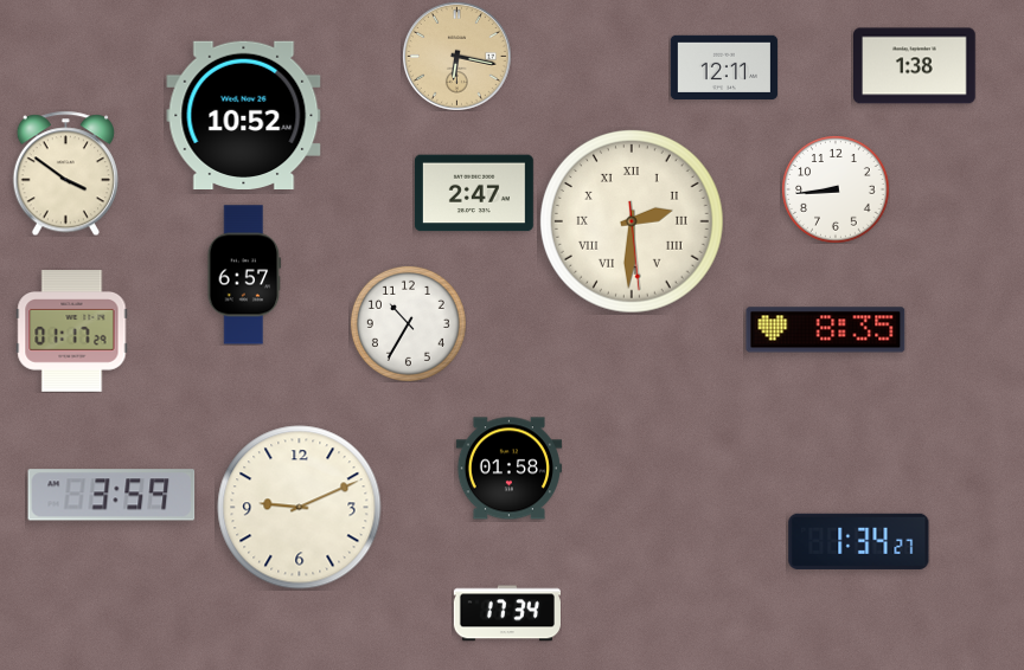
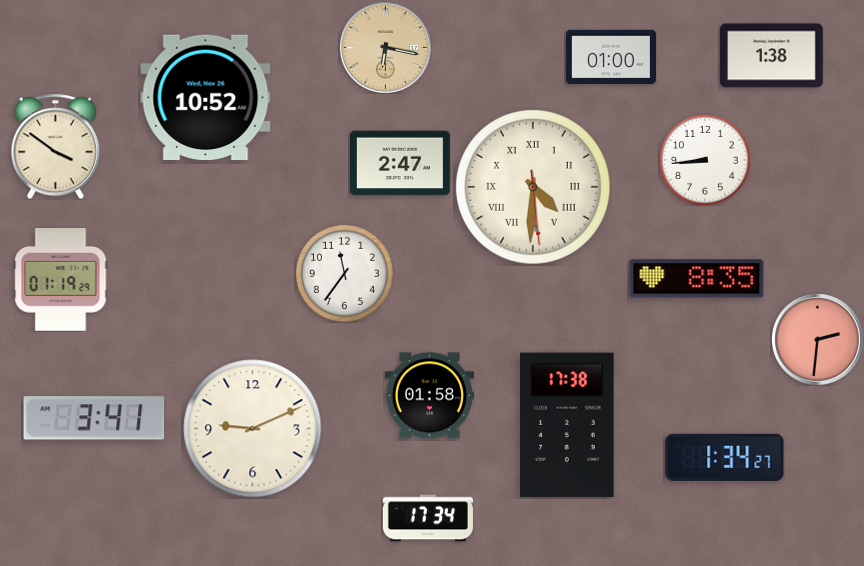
clock at (724, 66): 12:11 -> 01:00
clock at (632, 221): 2:30 -> 4:30
clock at (244, 275): 6:57 -> none
clock at (408, 323): 10:35 -> 11:36
clock at (72, 331): 01:17 -> 01:19
clock at (817, 339): none -> 2:31
clock at (111, 495): 3:59 -> 3:41
clock at (567, 425): none -> 17:38
